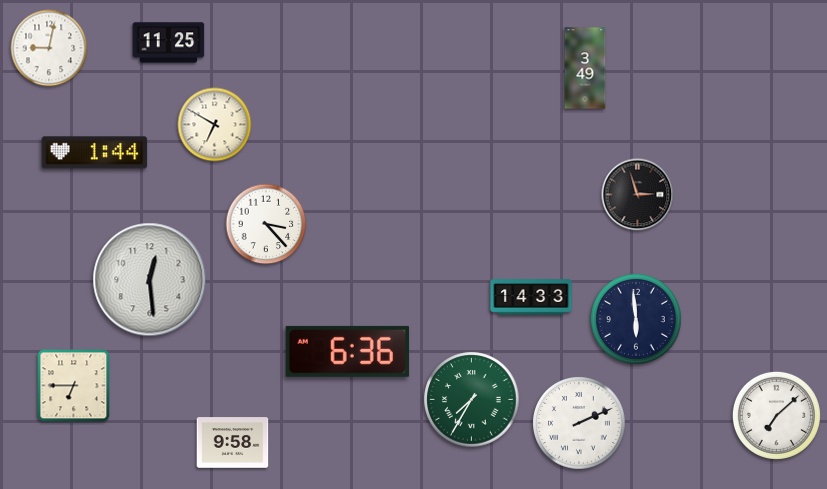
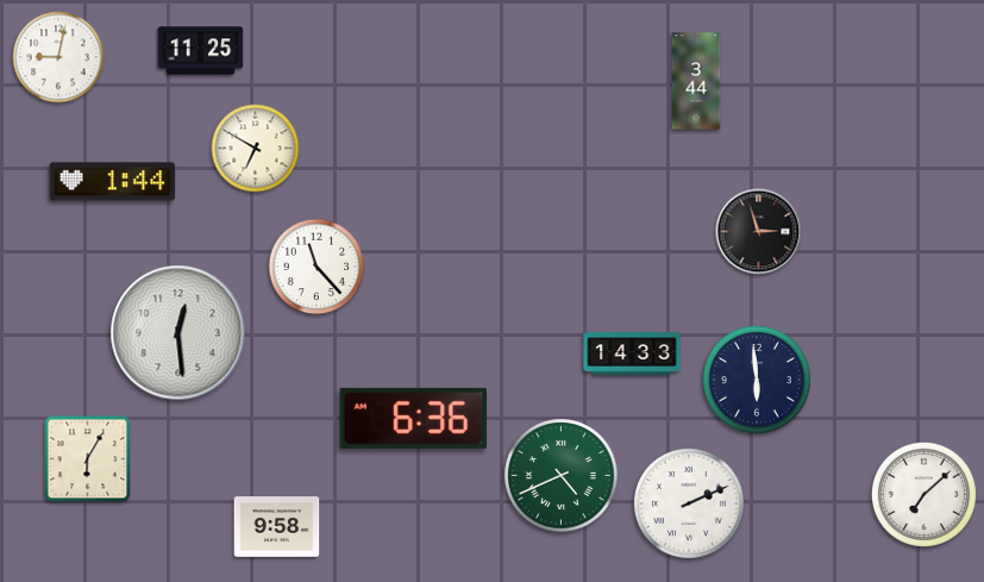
clock at (585, 68): 3:49 -> 3:44
clock at (266, 224): 3:23 -> 11:23
clock at (74, 386): 6:45 -> 6:05
clock at (472, 400): 7:35 -> 4:41
